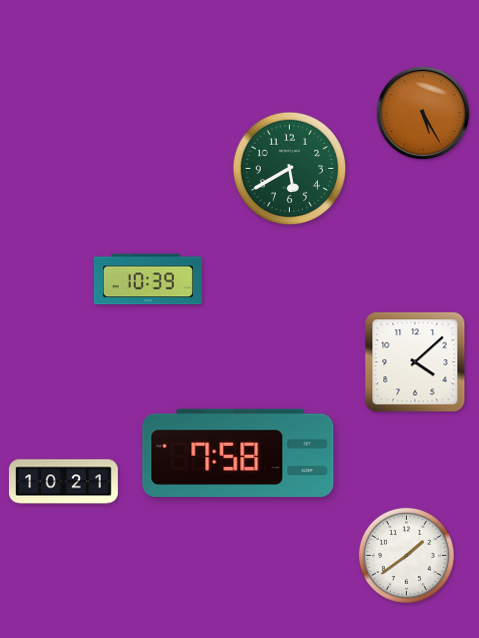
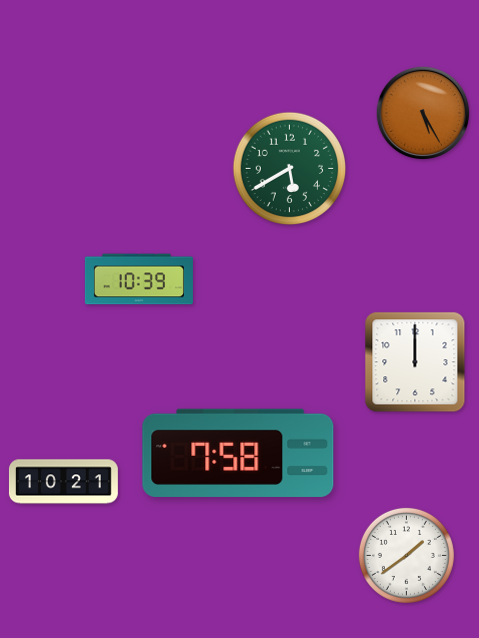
clock at (148, 279) position: (148, 279) -> (139, 279)
clock at (415, 362): 4:08 -> 12:00
